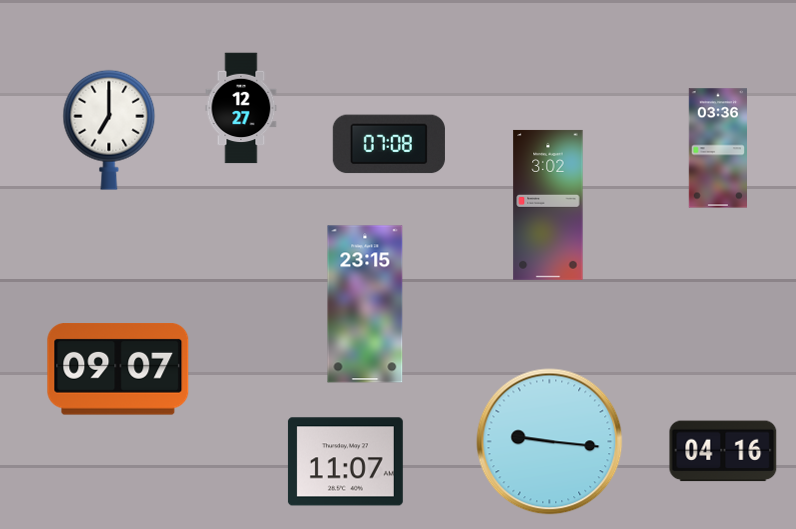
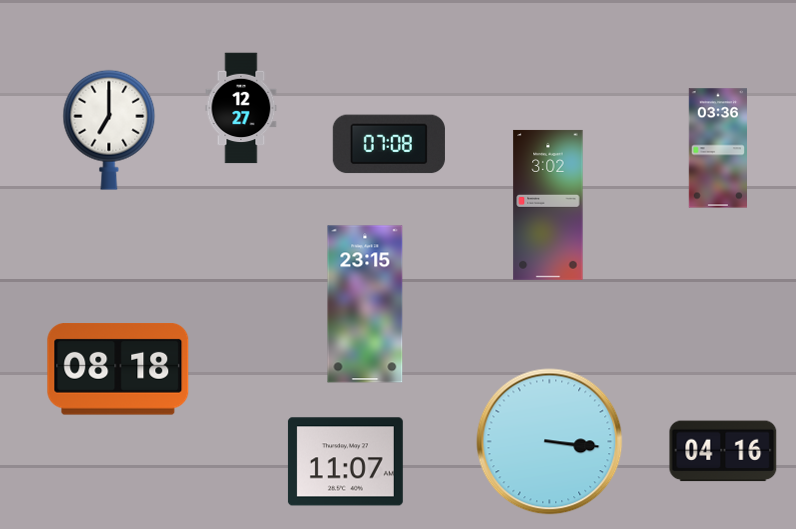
clock at (118, 370): 09:07 -> 08:18
clock at (550, 442): 9:16 -> 3:16
